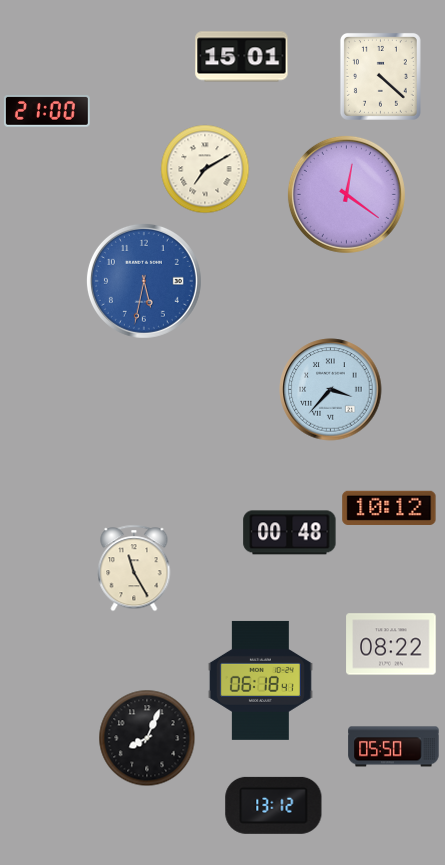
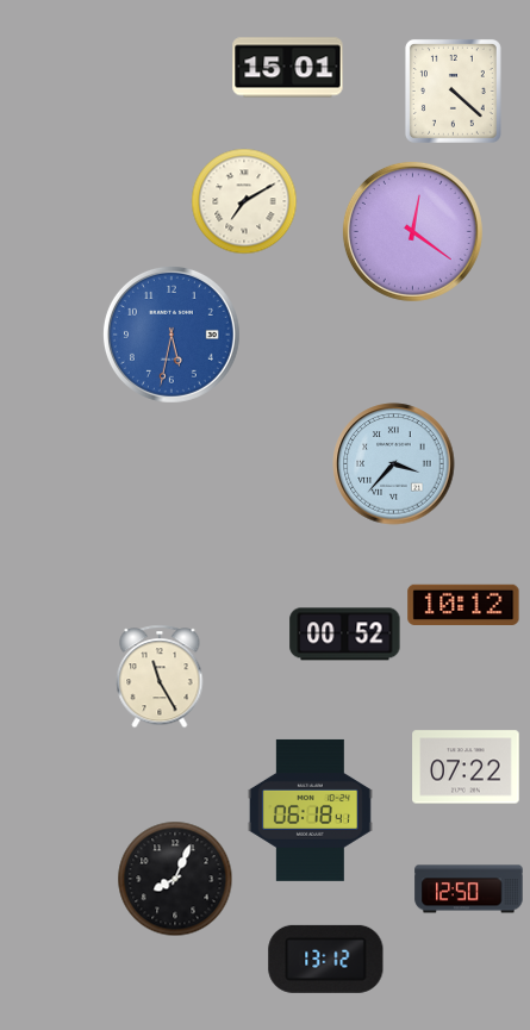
clock at (47, 112): 21:00 -> none
clock at (290, 533): 00:48 -> 00:52
clock at (391, 644): 08:22 -> 07:22
clock at (394, 747): 05:50 -> 12:50
